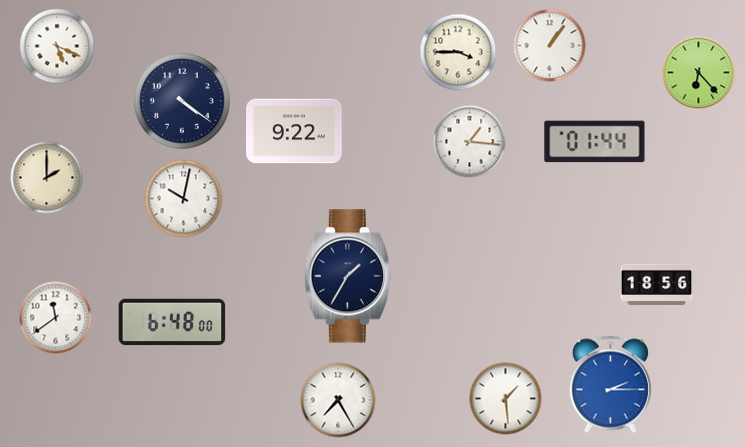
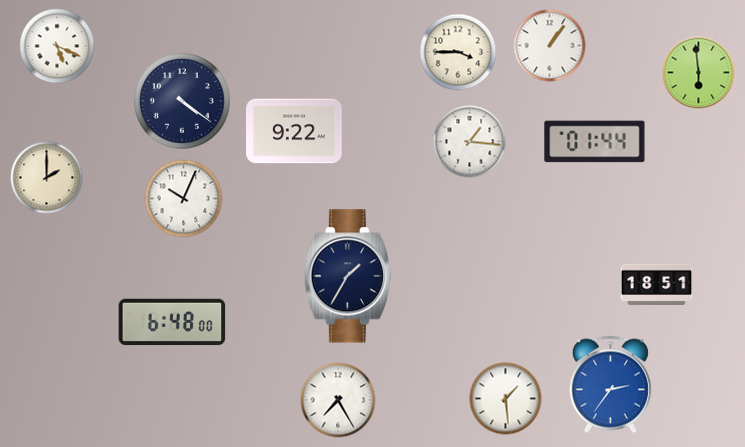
clock at (699, 73): 6:23 -> 5:59
clock at (184, 199): 10:02 -> 10:04
clock at (657, 284): 18:56 -> 18:51
clock at (56, 318): 11:39 -> none
clock at (610, 385): 2:15 -> 2:36
